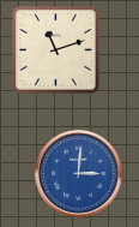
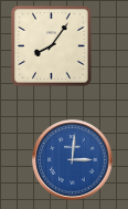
clock at (56, 50): 11:12 -> 8:06
